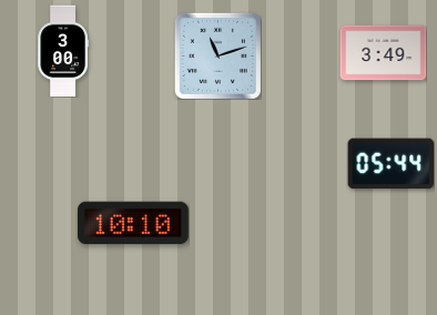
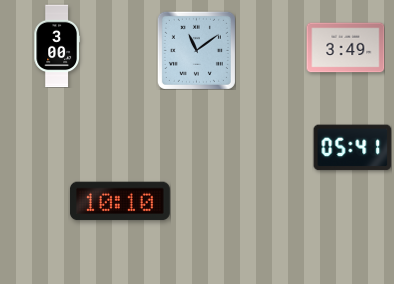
clock at (217, 55): 11:12 -> 11:09
clock at (390, 164): 05:44 -> 05:41
